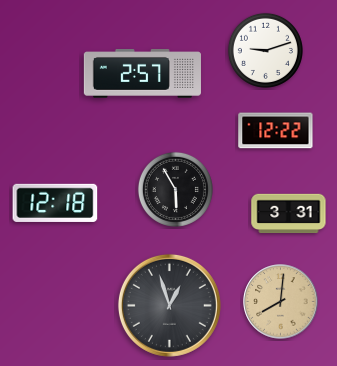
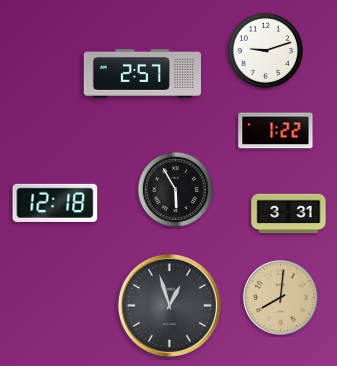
clock at (276, 131): 12:22 -> 1:22
clock at (281, 302) position: (281, 302) -> (281, 298)
